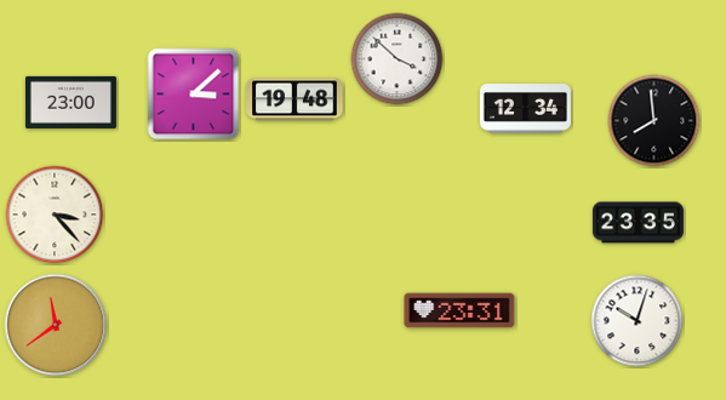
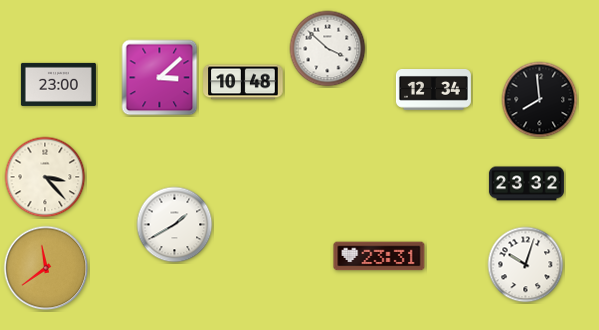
clock at (295, 99): 19:48 -> 10:48
clock at (638, 223): 23:35 -> 23:32
clock at (175, 225): none -> 1:40
